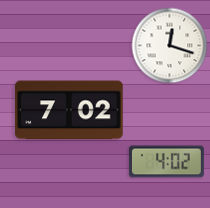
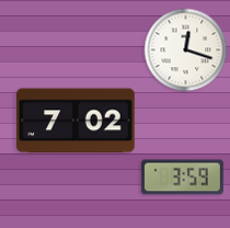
clock at (166, 162): 4:02 -> 3:59
